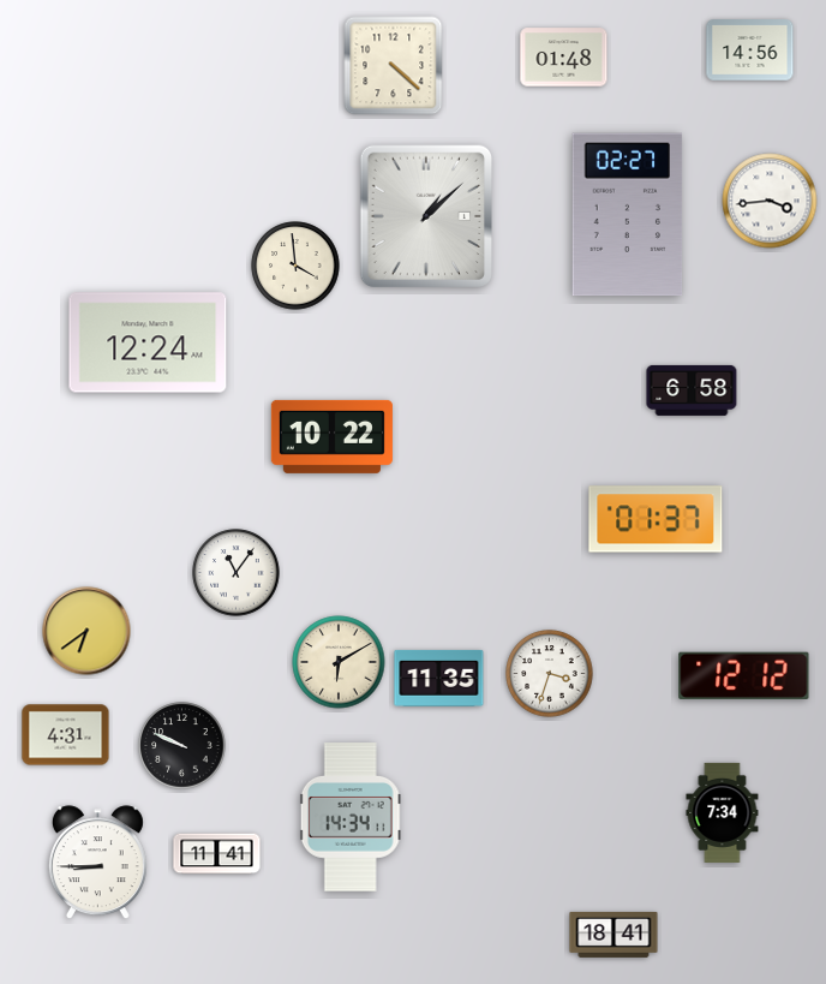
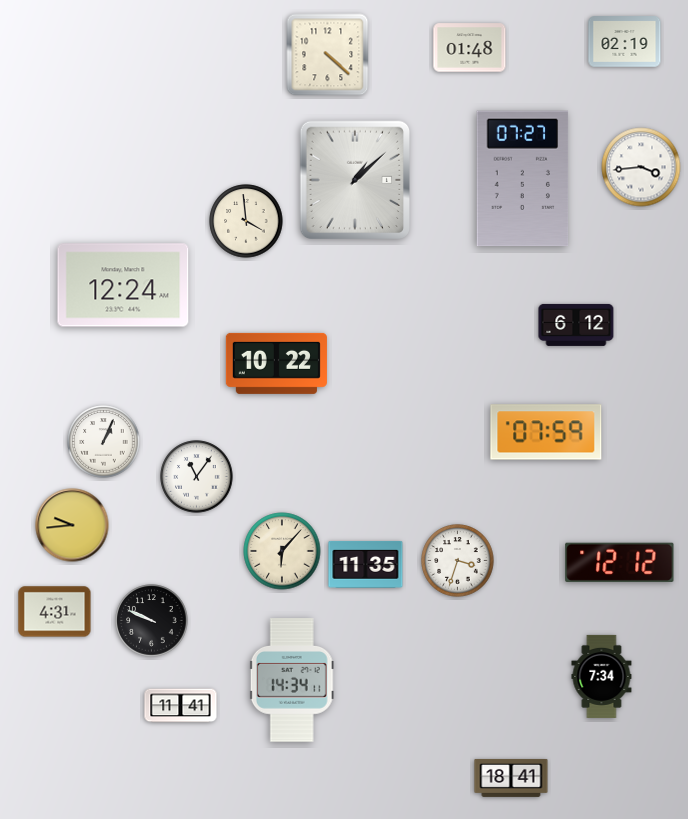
clock at (750, 50): 14:56 -> 02:19
clock at (628, 215): 02:27 -> 07:27
clock at (692, 390): 6:58 -> 6:12
clock at (656, 519): 01:37 -> 07:59
clock at (104, 442): none -> 1:04
clock at (86, 631): 6:39 -> 9:44
clock at (339, 662): 6:10 -> 6:07
clock at (217, 854) position: (217, 854) -> (181, 706)
clock at (97, 863): 8:45 -> none
